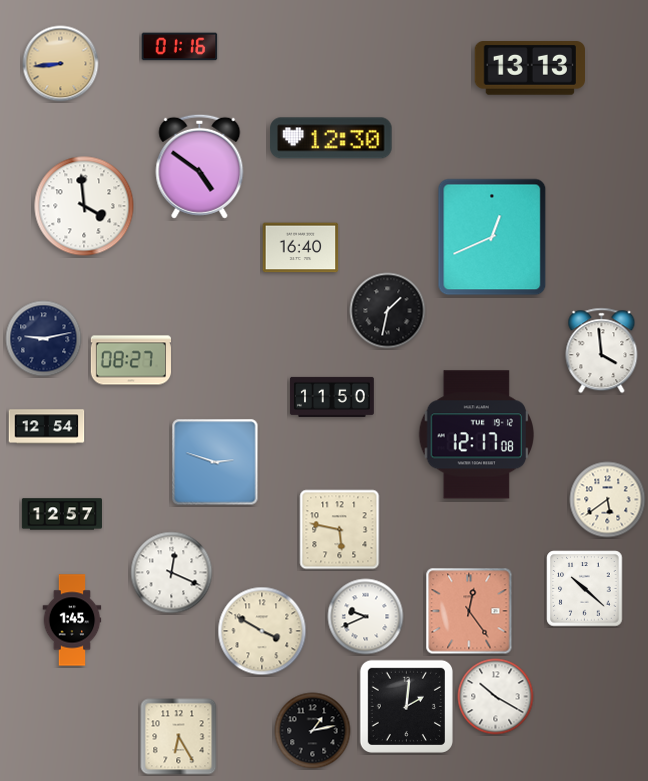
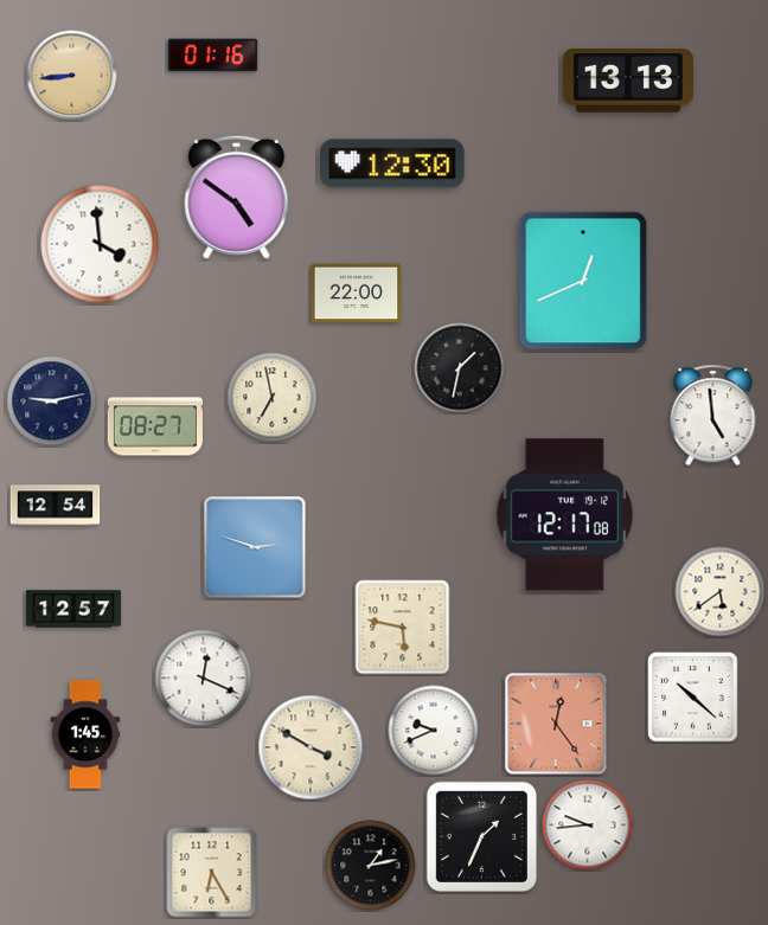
clock at (301, 248): 16:40 -> 22:00
clock at (273, 398): none -> 6:58
clock at (602, 351): 3:59 -> 4:59
clock at (332, 397): 11:50 -> none
clock at (496, 697): 10:20 -> 9:44
clock at (406, 706): 2:01 -> 1:34
